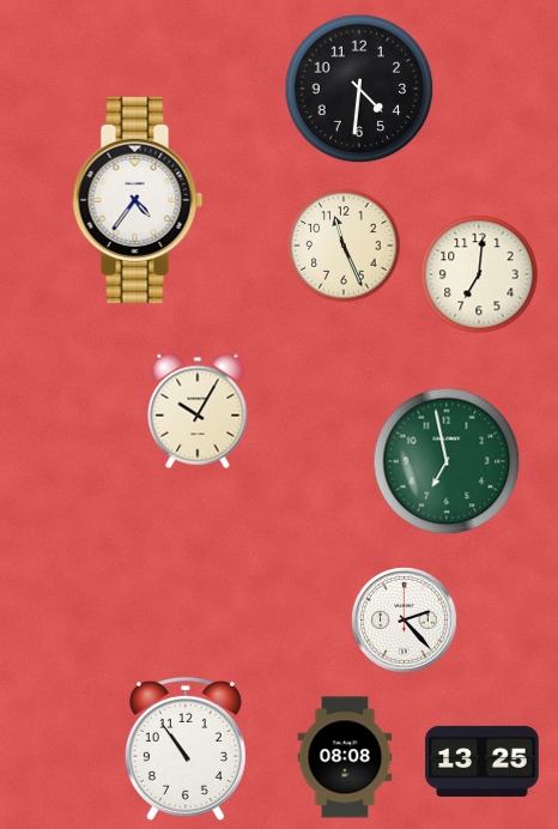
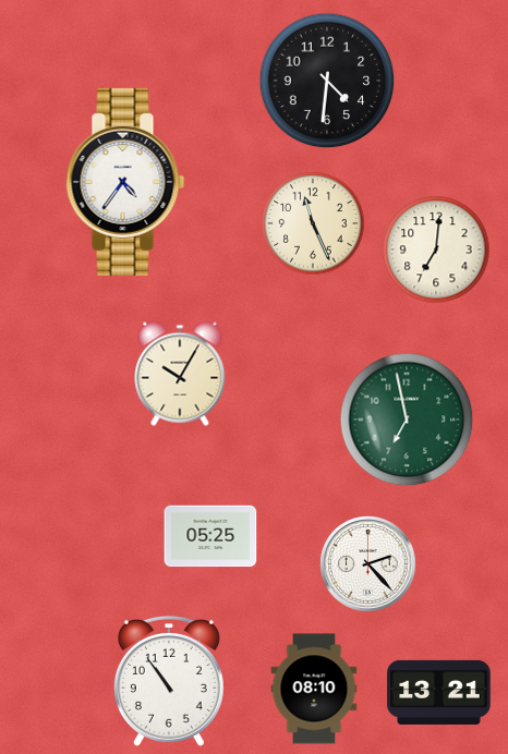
clock at (210, 536): none -> 05:25
clock at (345, 757): 08:08 -> 08:10
clock at (483, 761): 13:25 -> 13:21
